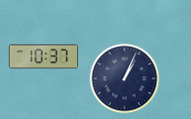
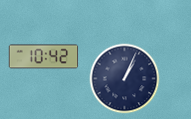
clock at (44, 57): 10:37 -> 10:42
